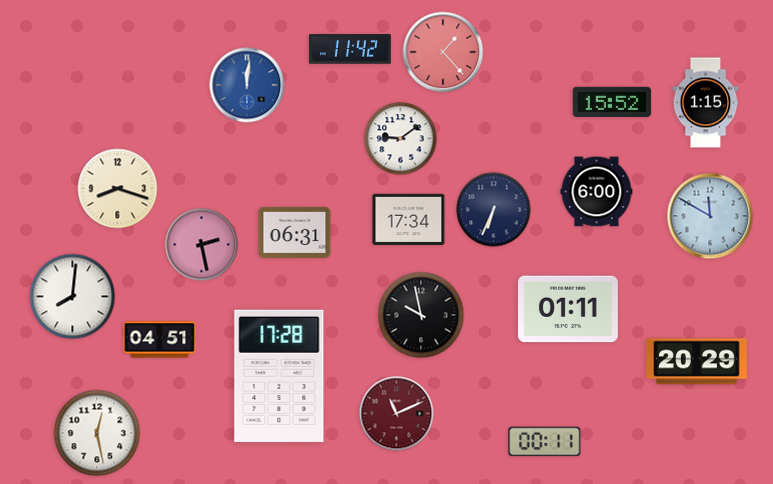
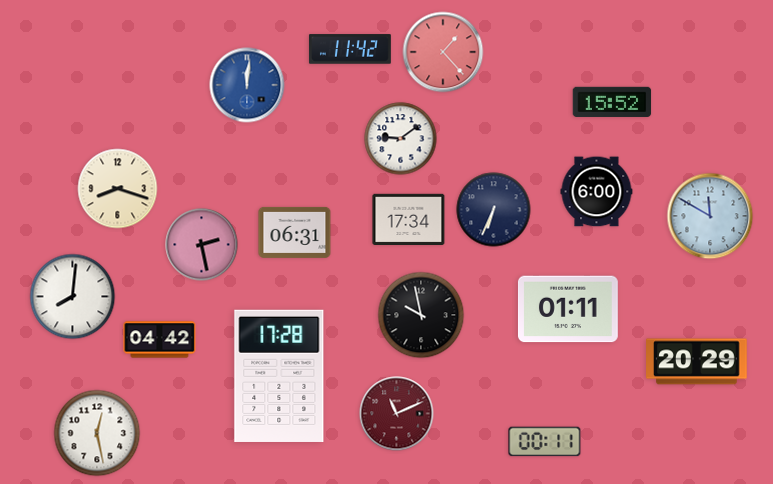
clock at (706, 103): 1:15 -> none
clock at (160, 340): 04:51 -> 04:42
